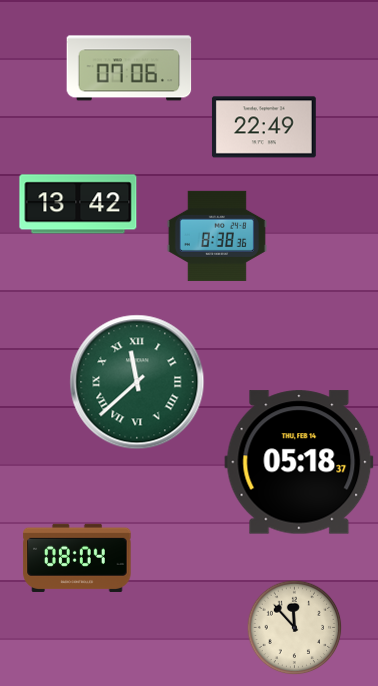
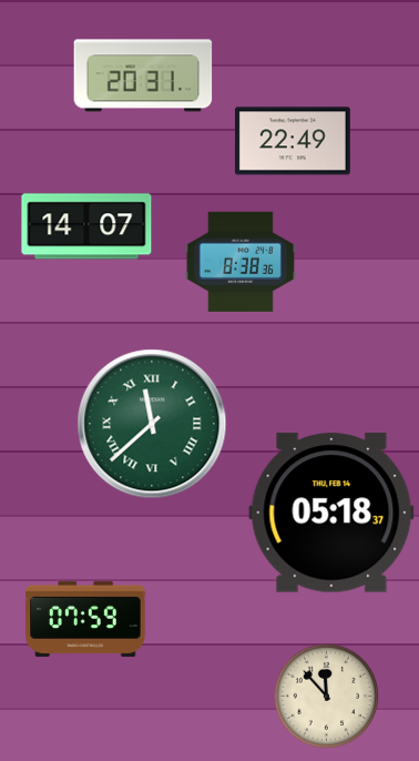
clock at (129, 68): 07:06 -> 20:31
clock at (78, 204): 13:42 -> 14:07
clock at (77, 558): 08:04 -> 07:59
